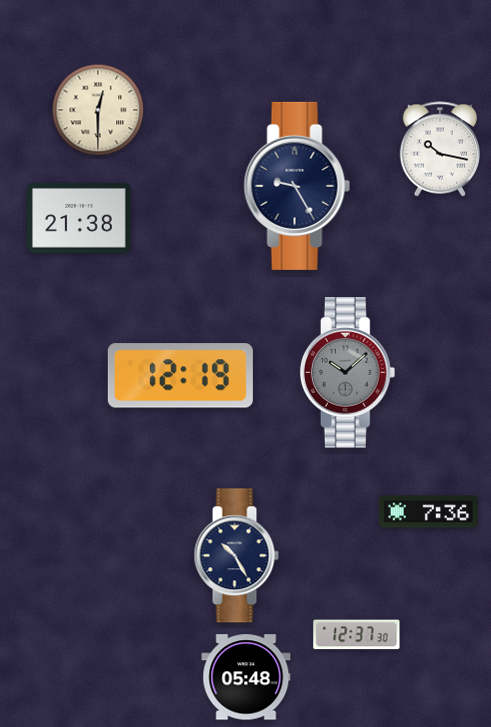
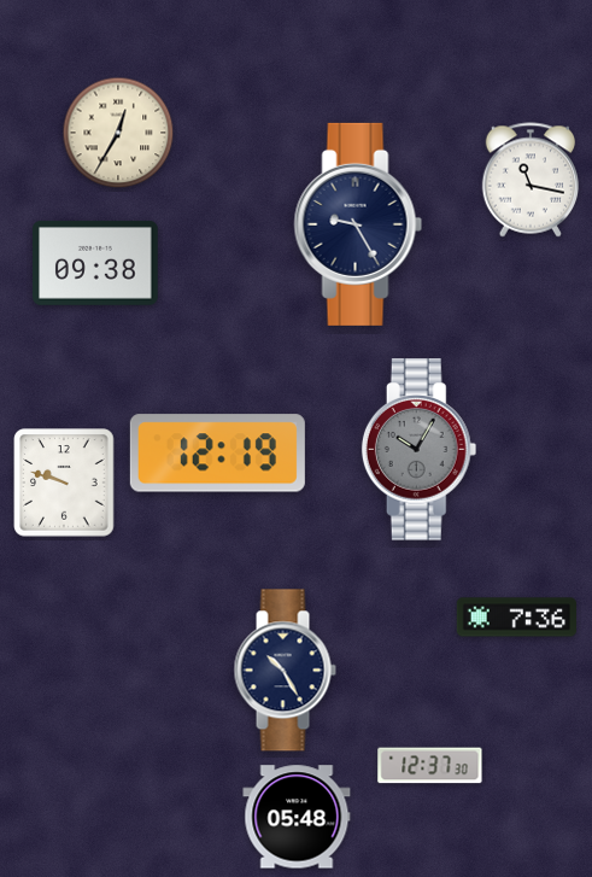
clock at (98, 110): 12:30 -> 12:35
clock at (440, 149): 10:17 -> 11:17
clock at (80, 218): 21:38 -> 09:38
clock at (348, 373): 10:08 -> 10:05
clock at (64, 483): none -> 9:48
